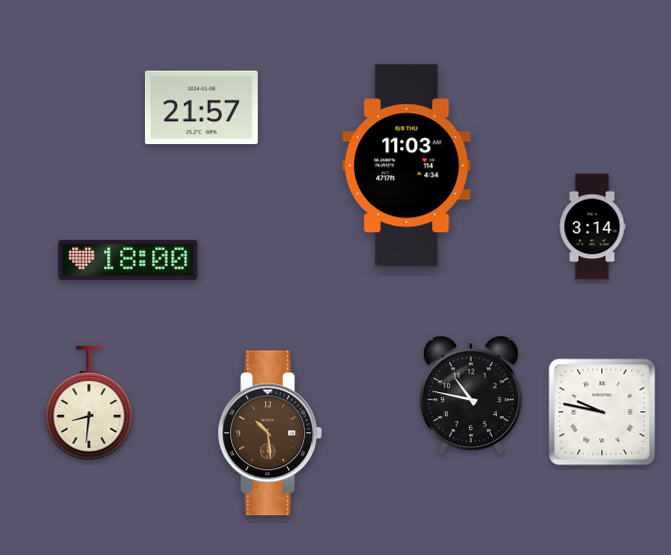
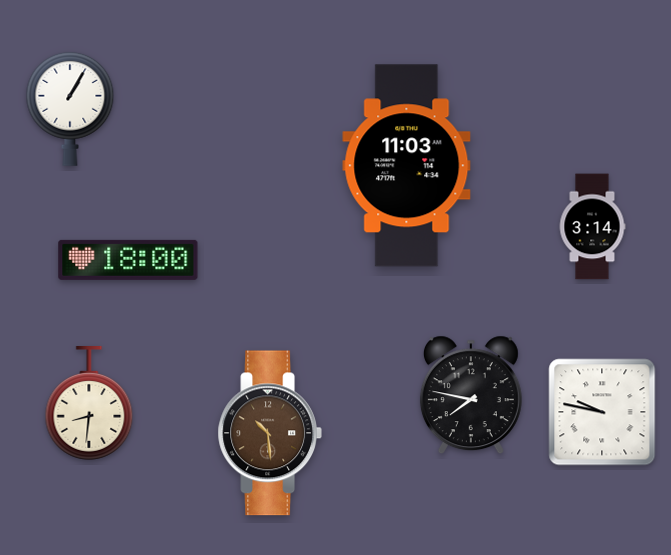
clock at (201, 108): 21:57 -> none
clock at (70, 109): none -> 1:05
clock at (471, 395): 10:47 -> 7:47
